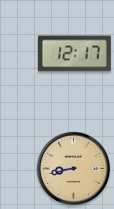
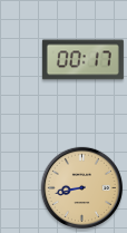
clock at (74, 54): 12:17 -> 00:17
